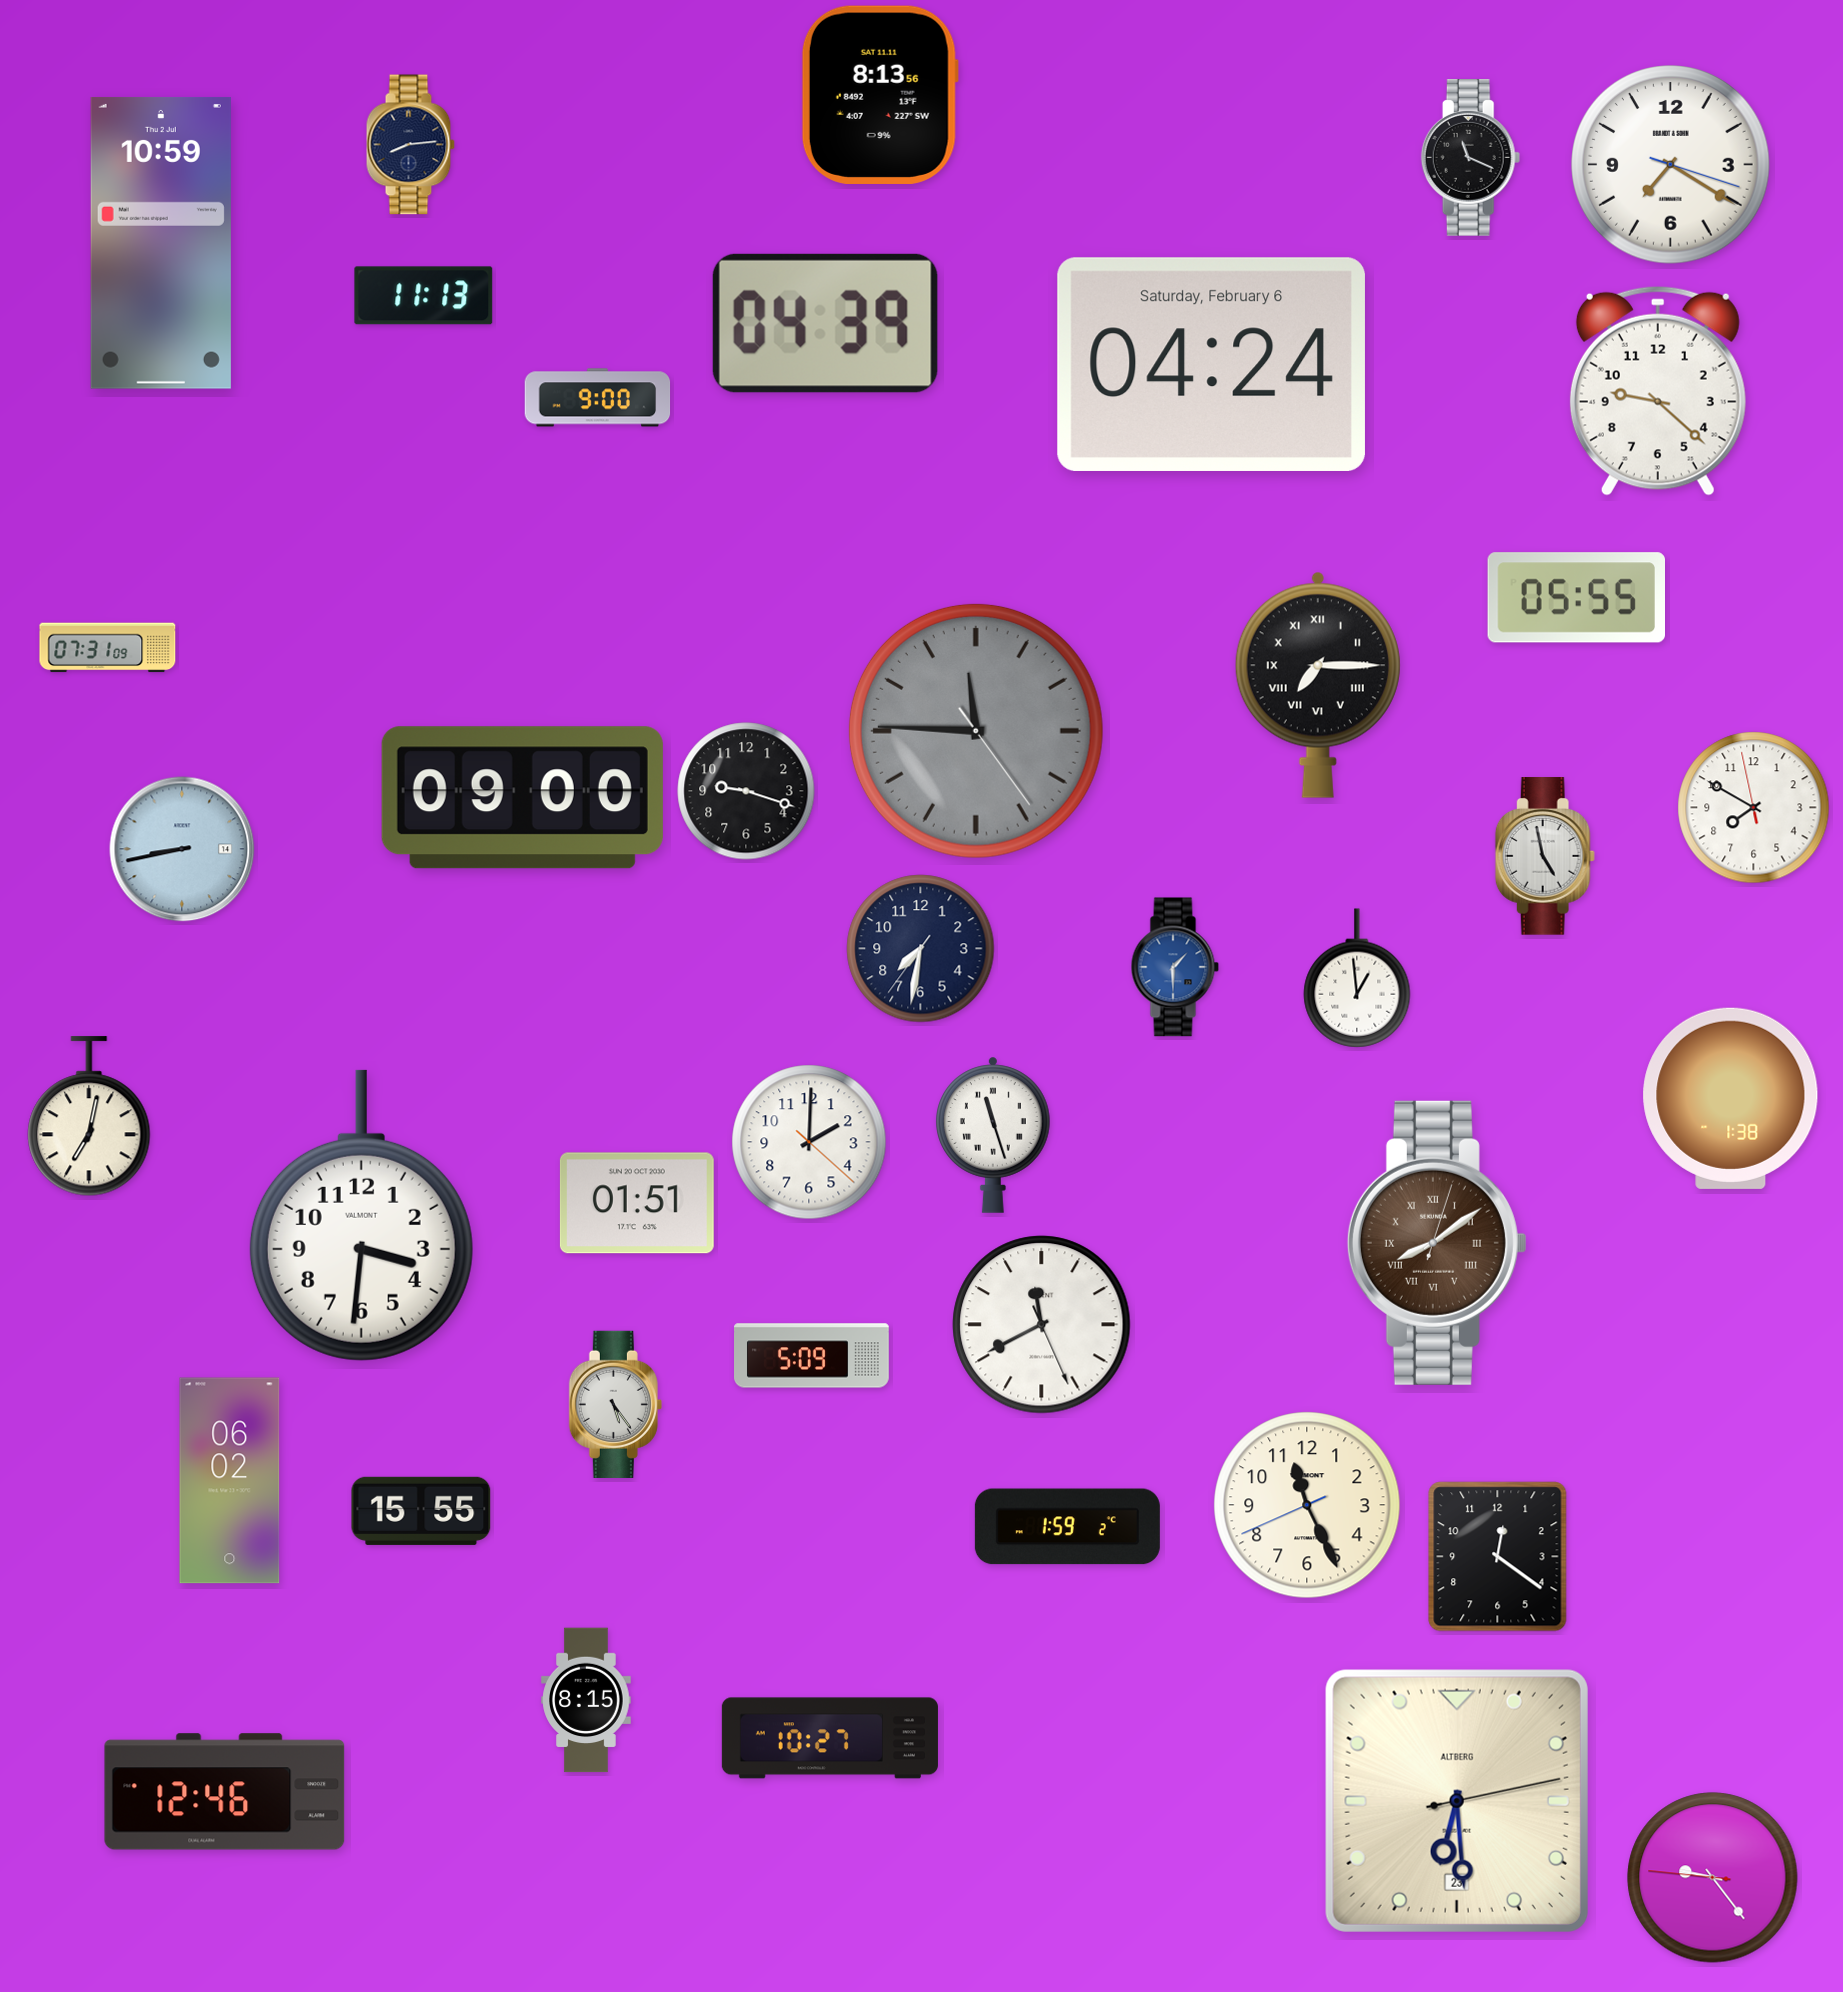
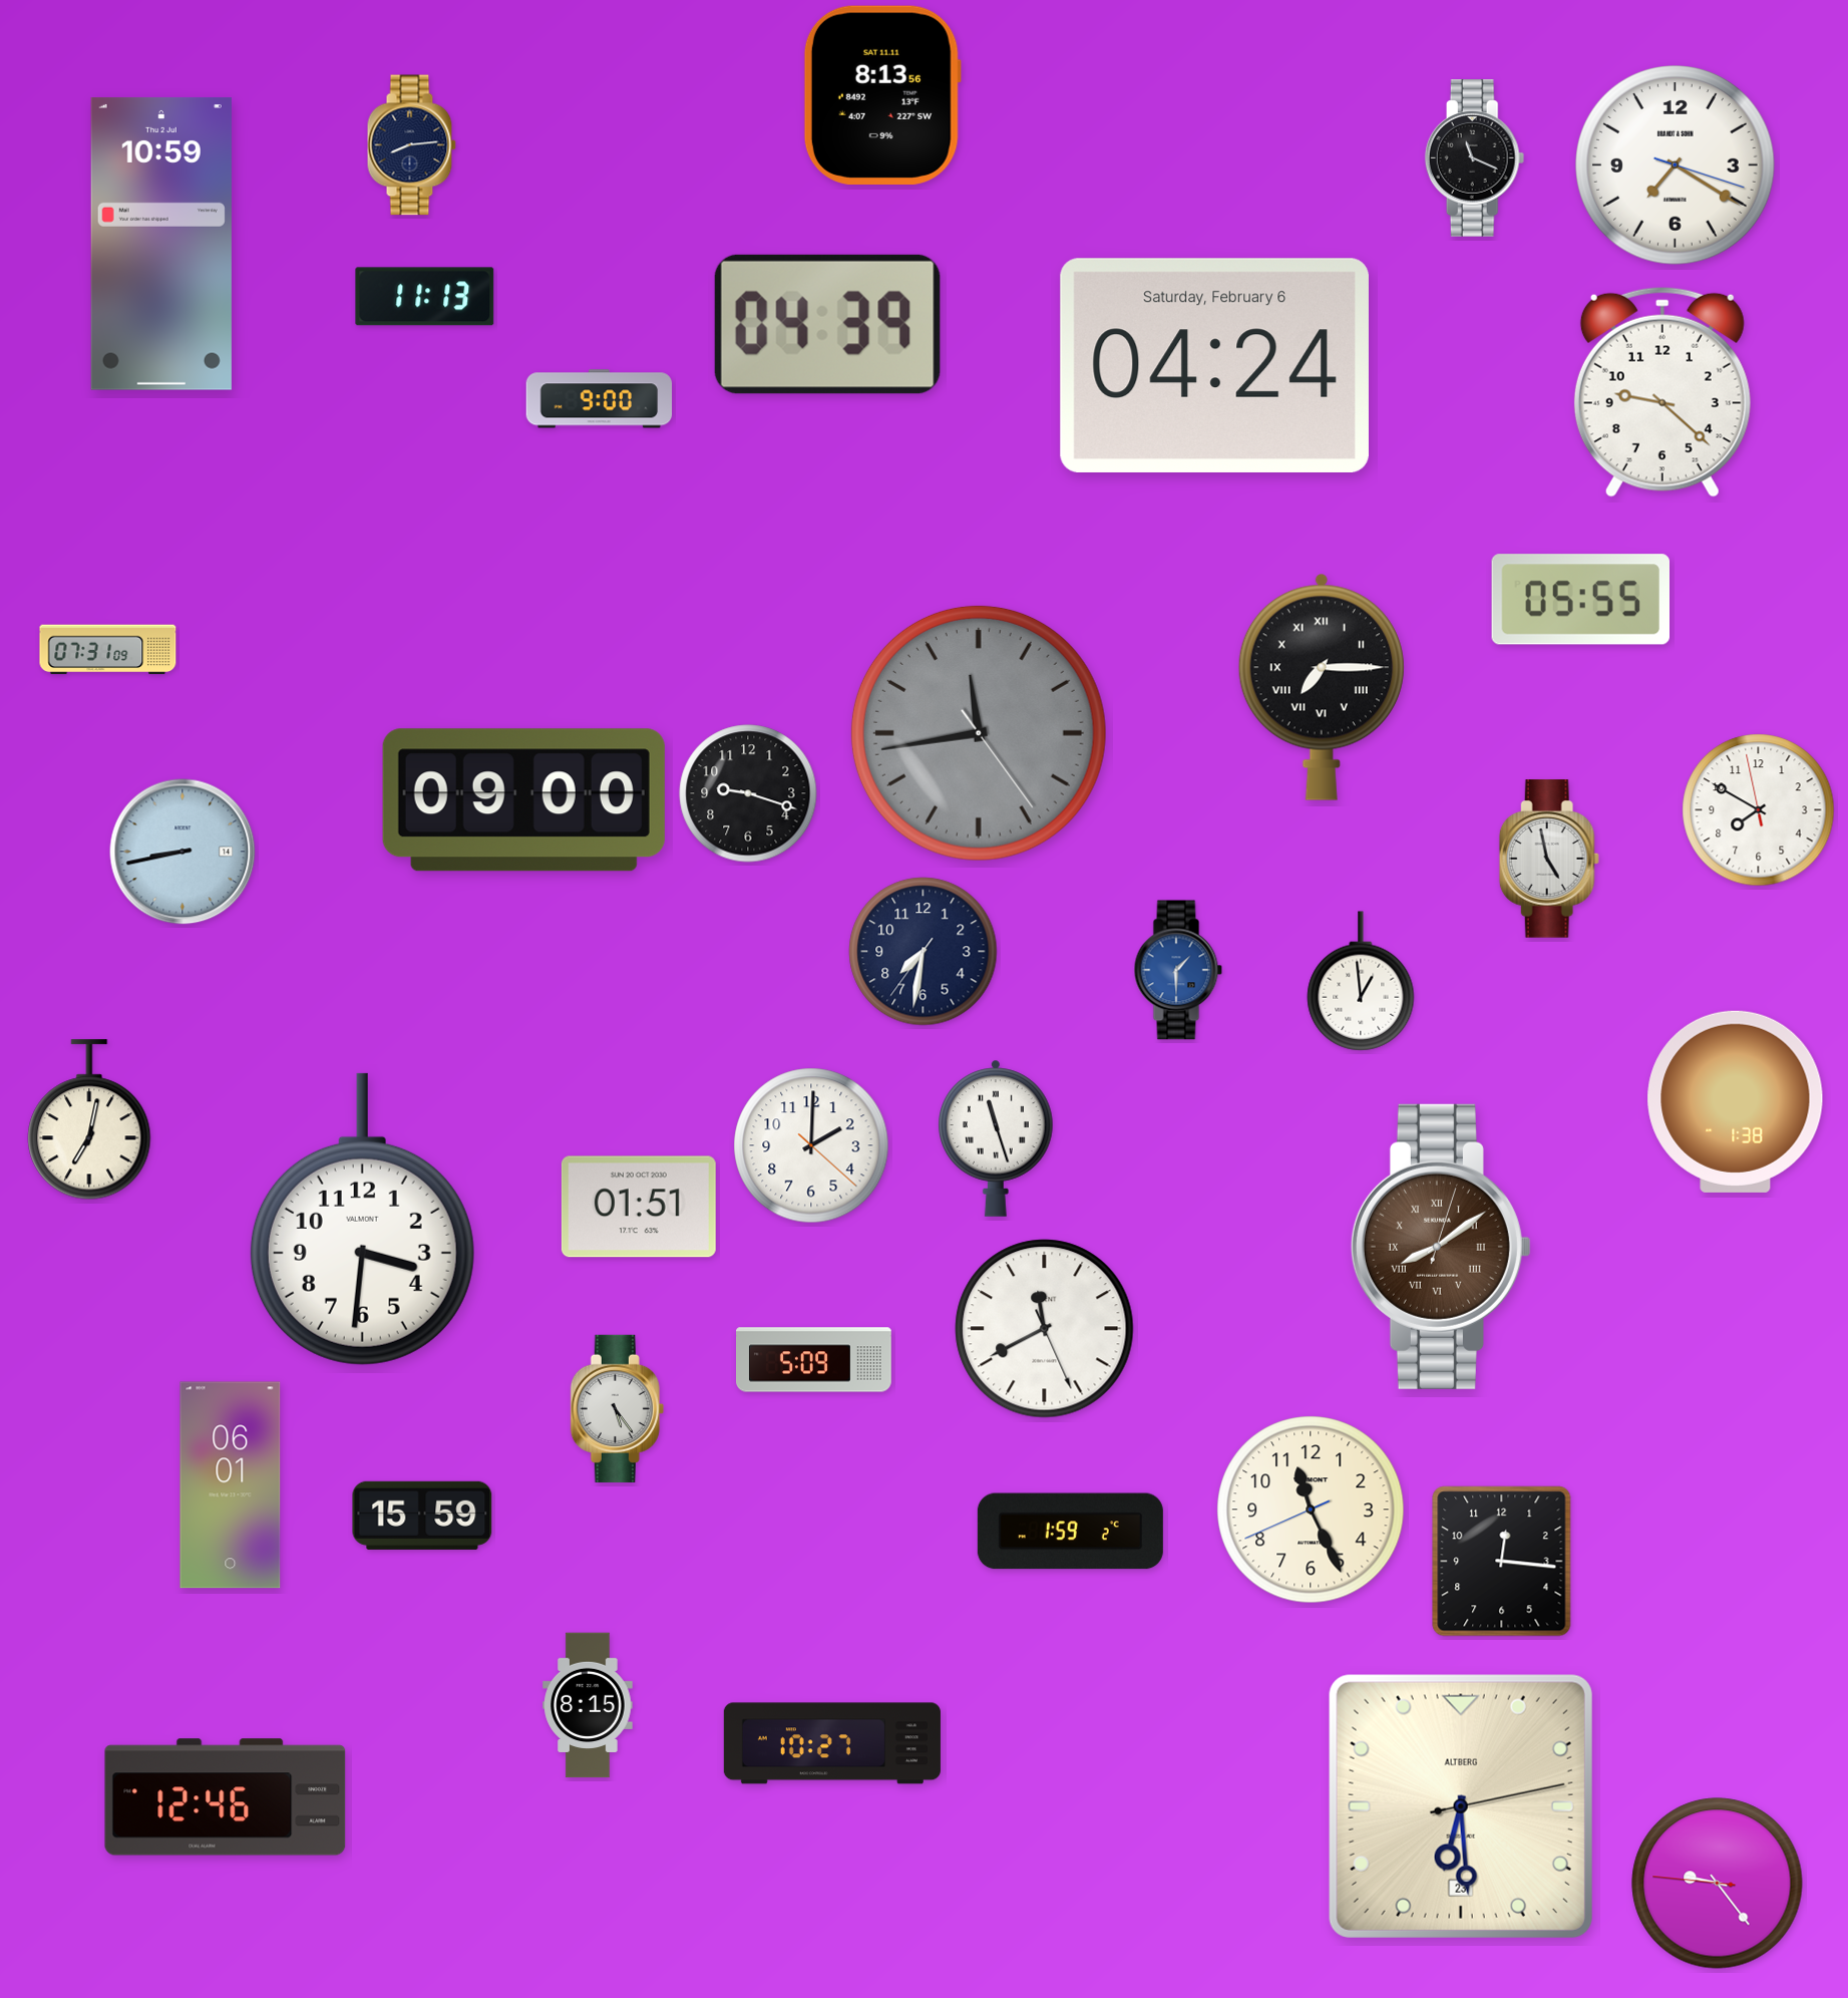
clock at (976, 731): 11:45 -> 11:43
clock at (230, 1481): 06:02 -> 06:01
clock at (421, 1511): 15:55 -> 15:59
clock at (1498, 1557): 12:21 -> 12:16
